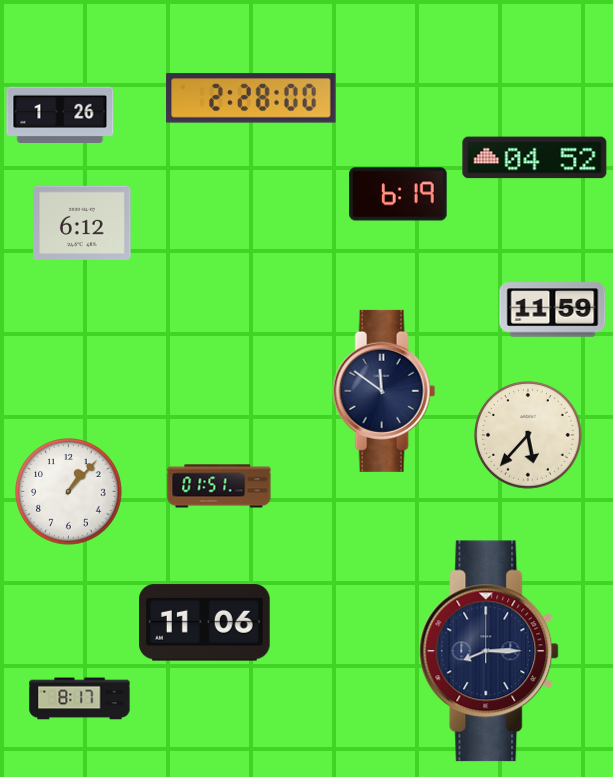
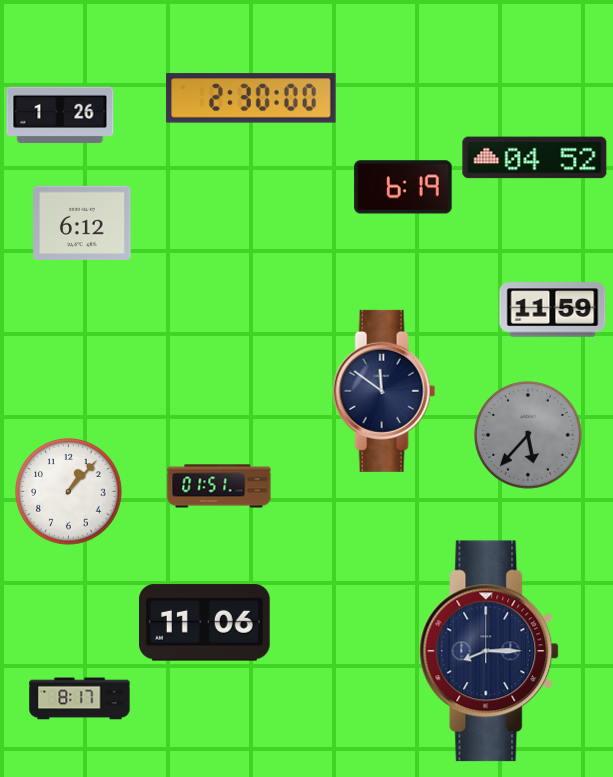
clock at (251, 98): 2:28 -> 2:30
clock at (398, 194) position: (398, 194) -> (403, 187)
clock at (528, 435) dial: cream -> grey
